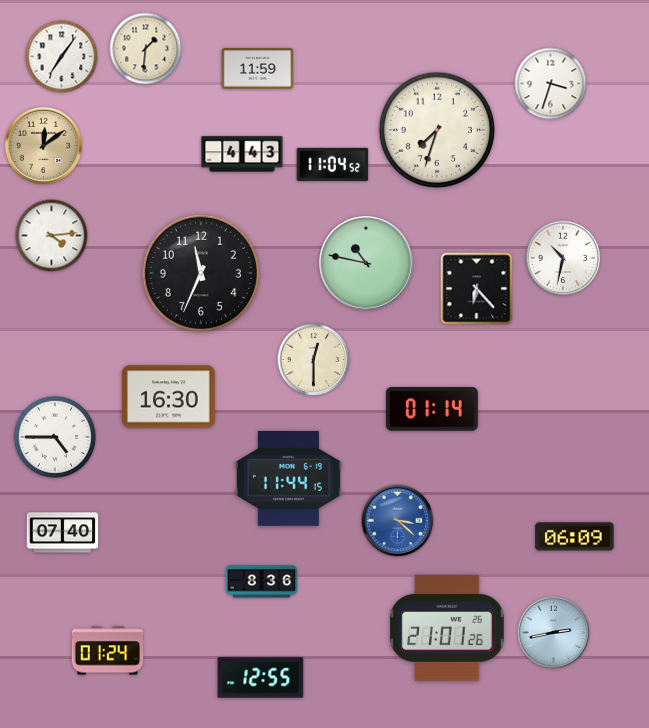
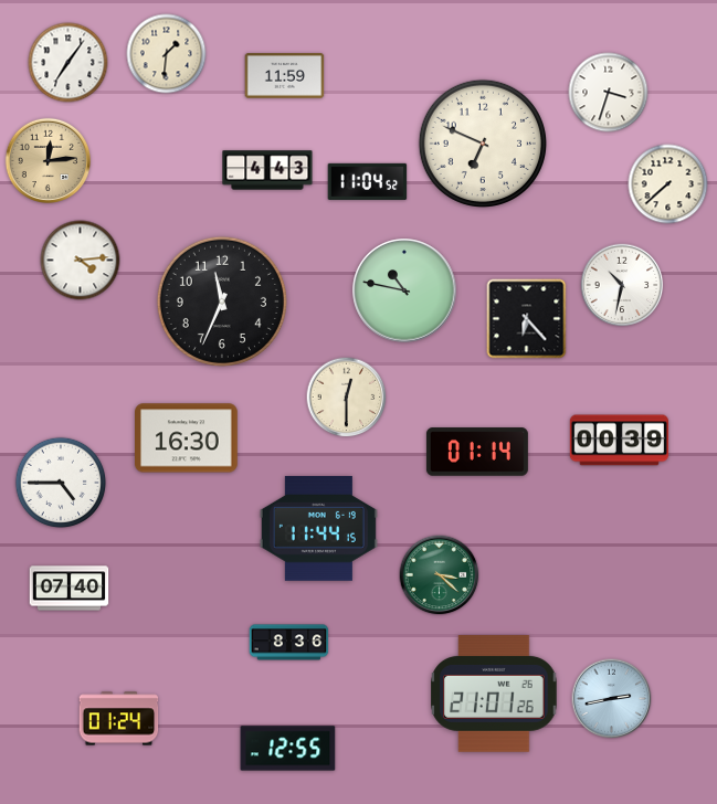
clock at (146, 49) position: (146, 49) -> (167, 54)
clock at (436, 129): 7:33 -> 6:49
clock at (44, 146): 12:09 -> 12:14
clock at (668, 184): none -> 7:38
clock at (52, 236) position: (52, 236) -> (81, 261)
clock at (619, 441): none -> 00:39
clock at (398, 521) dial: blue -> green
clock at (575, 537): 06:09 -> none
